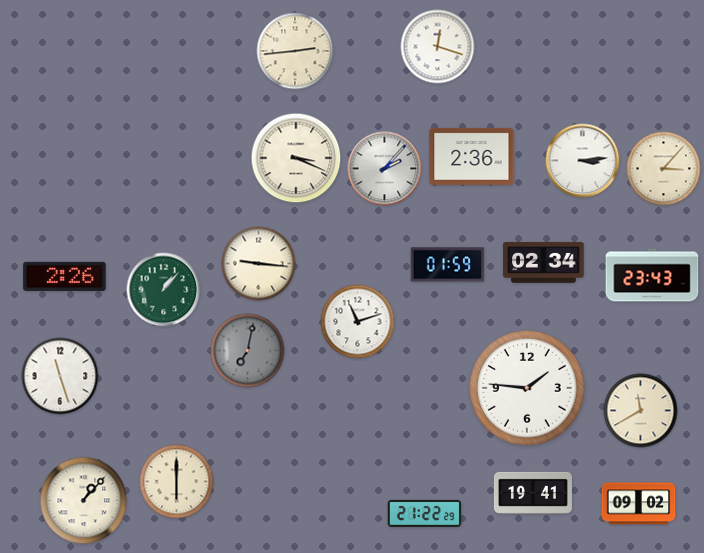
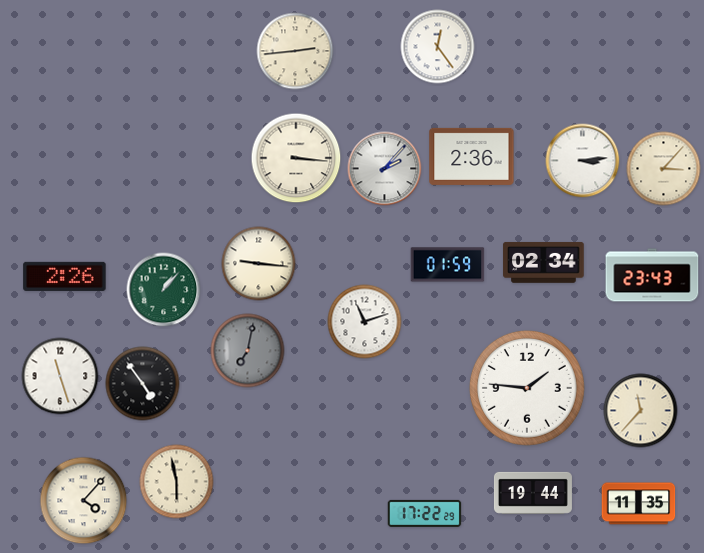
clock at (438, 47): 12:18 -> 12:24
clock at (296, 158): 3:19 -> 3:16
clock at (358, 322) position: (358, 322) -> (365, 322)
clock at (143, 384): none -> 4:54
clock at (641, 411): 11:40 -> 11:37
clock at (177, 482): 6:00 -> 5:58
clock at (533, 493): 19:41 -> 19:44
clock at (84, 501): 1:07 -> 4:07
clock at (639, 504): 09:02 -> 11:35
clock at (425, 513): 21:22 -> 17:22
